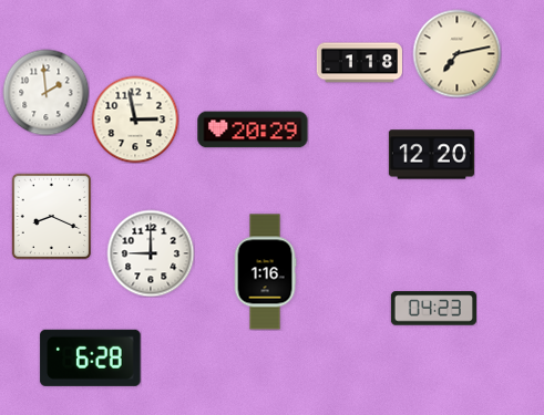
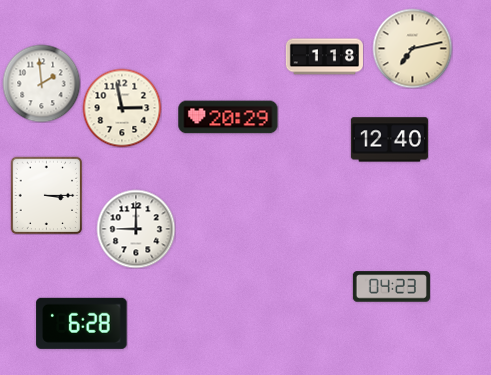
clock at (431, 155): 12:20 -> 12:40
clock at (52, 216): 8:19 -> 3:15
clock at (265, 272): 1:16 -> none
clock at (433, 309) position: (433, 309) -> (391, 287)
